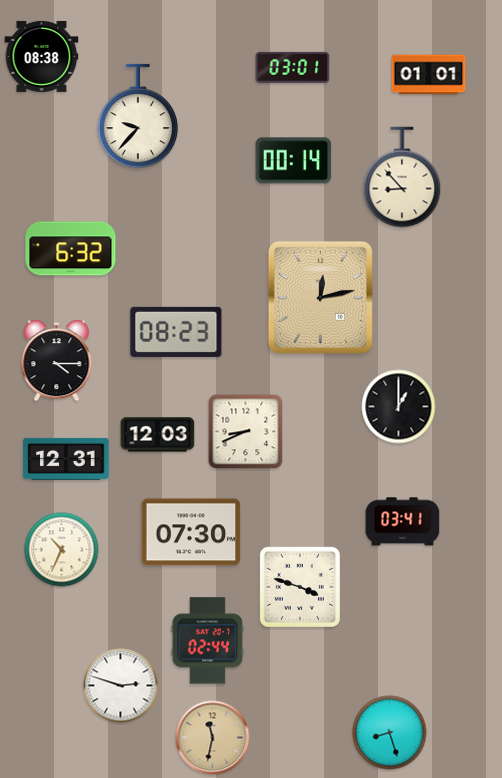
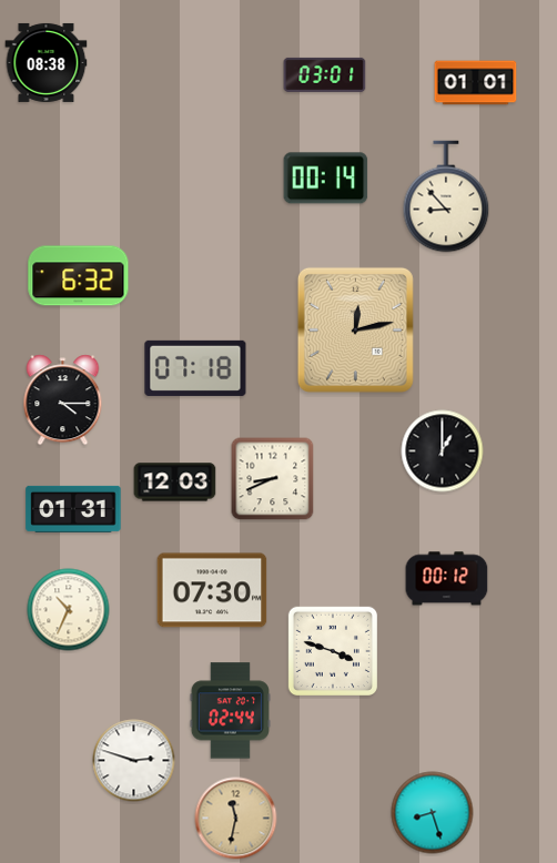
clock at (138, 116): 9:37 -> none
clock at (176, 332): 08:23 -> 07:18
clock at (66, 459): 12:31 -> 01:31
clock at (403, 522): 03:41 -> 00:12
